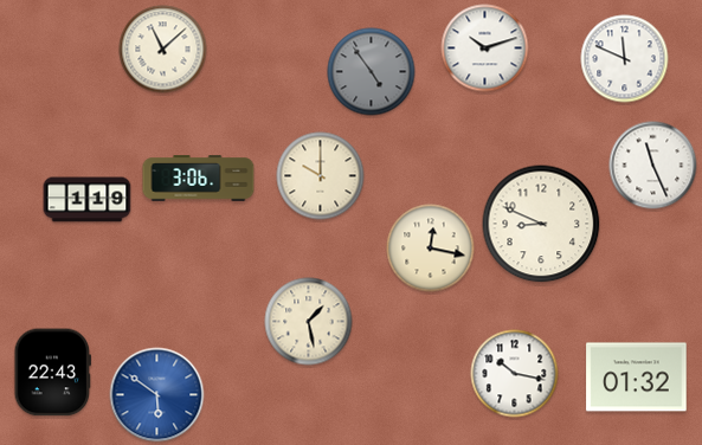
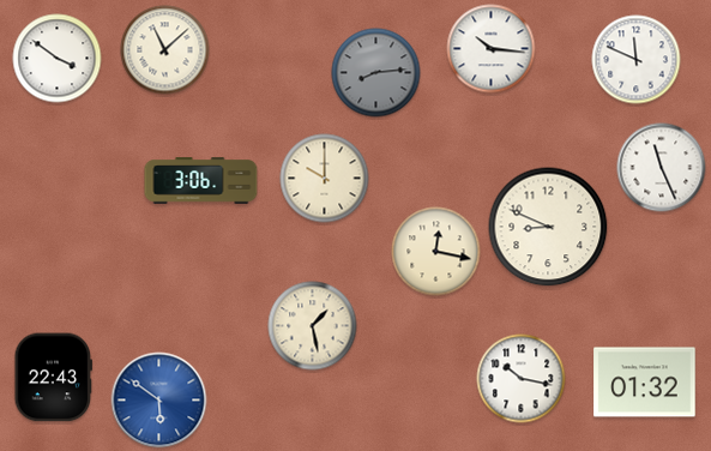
clock at (485, 49): 10:12 -> 10:16
clock at (58, 59): none -> 3:51
clock at (625, 59) position: (625, 59) -> (637, 60)
clock at (372, 72): 4:54 -> 8:14
clock at (88, 200): 1:19 -> none
